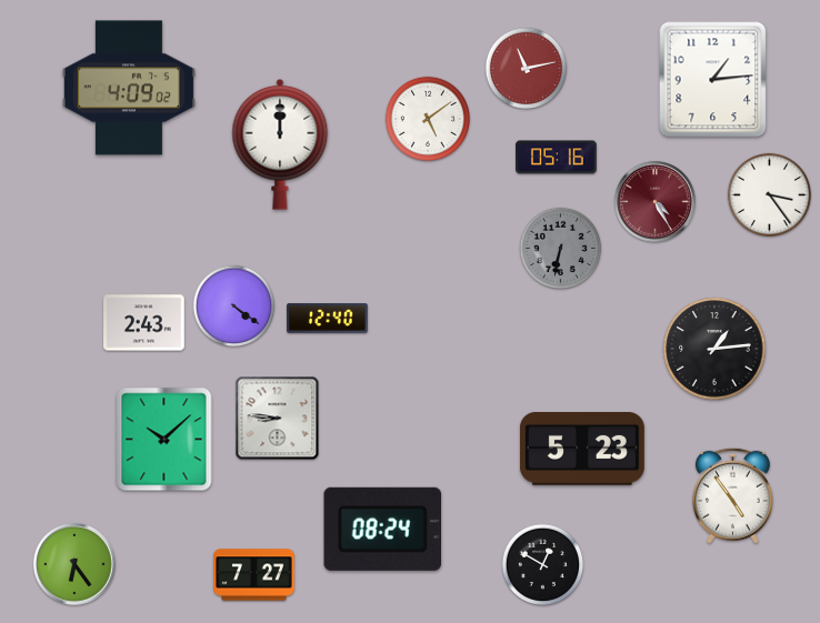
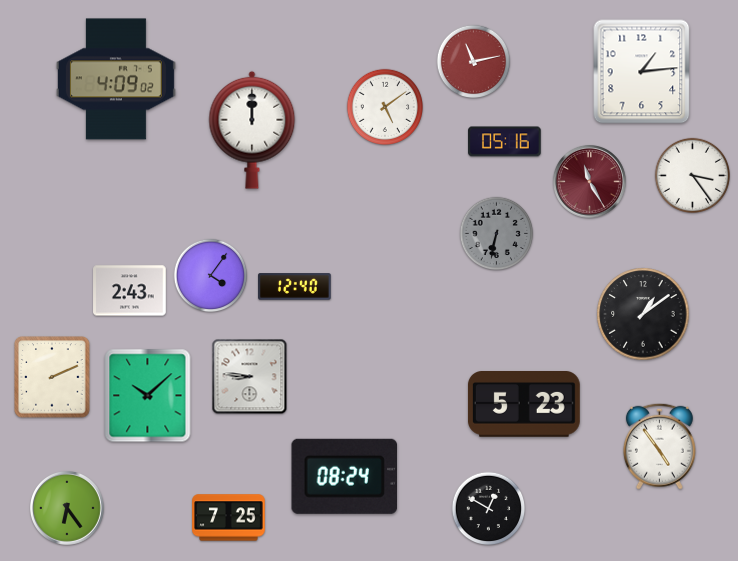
clock at (557, 158) position: (557, 158) -> (505, 142)
clock at (654, 201): 4:25 -> 11:25
clock at (561, 249) position: (561, 249) -> (497, 234)
clock at (234, 307): 4:21 -> 4:06
clock at (714, 349): 1:14 -> 1:09
clock at (52, 377): none -> 2:11
clock at (254, 575): 7:27 -> 7:25
